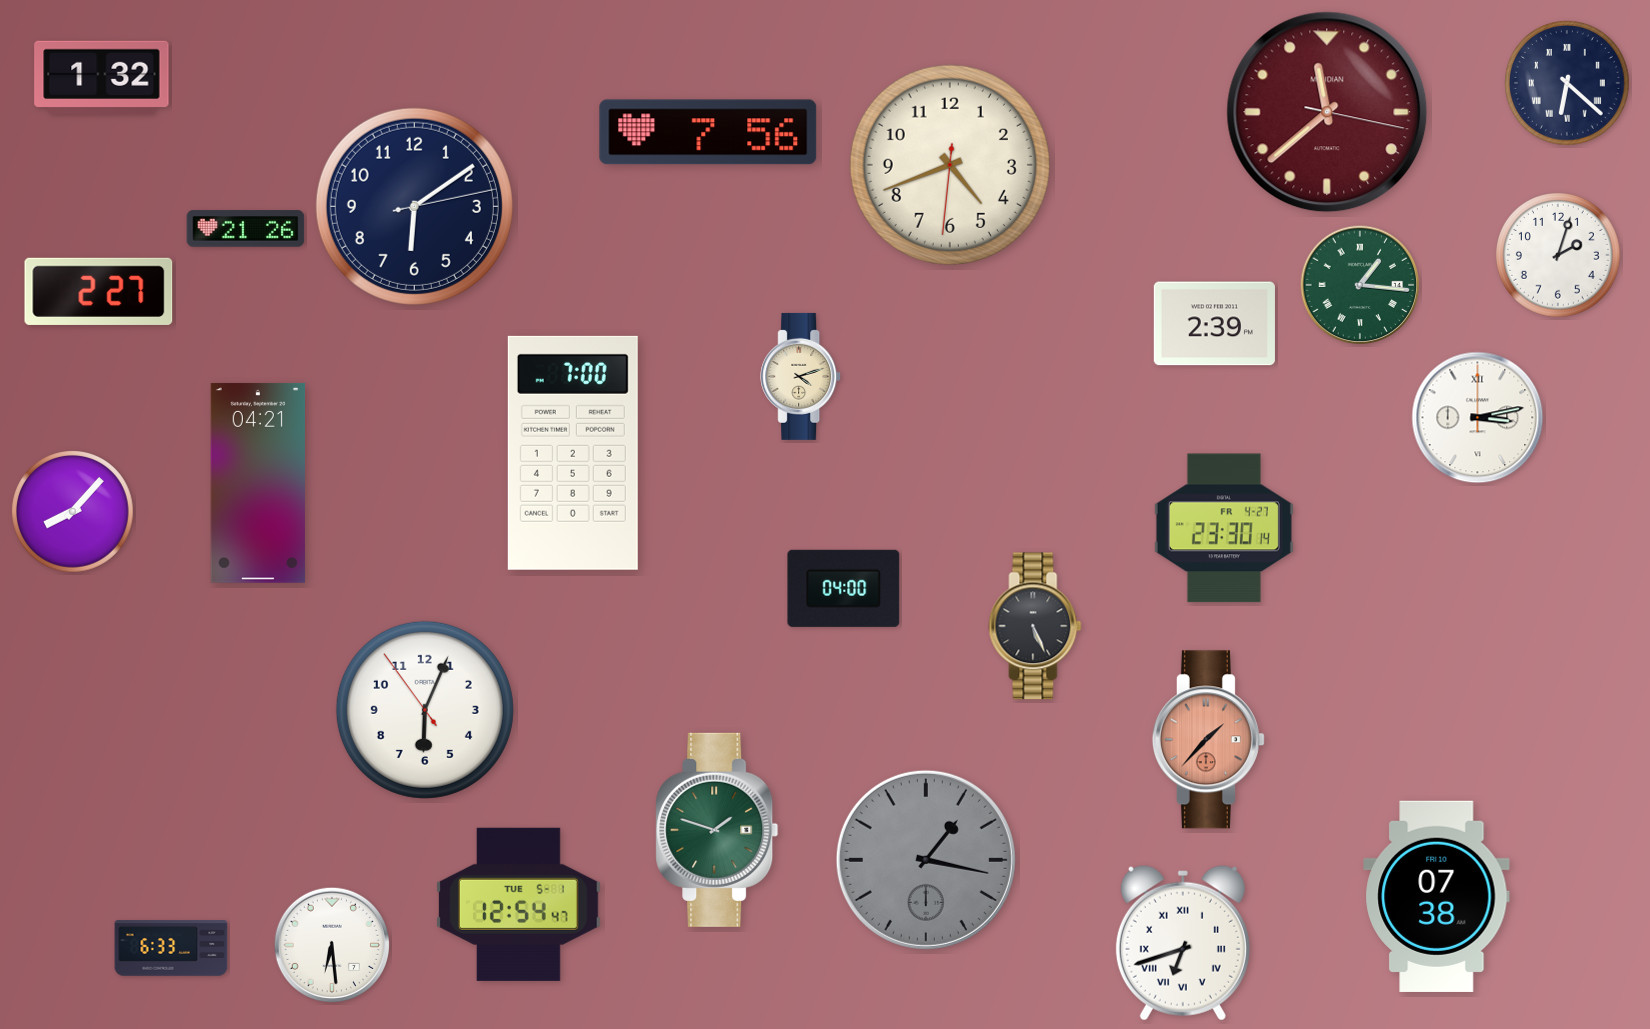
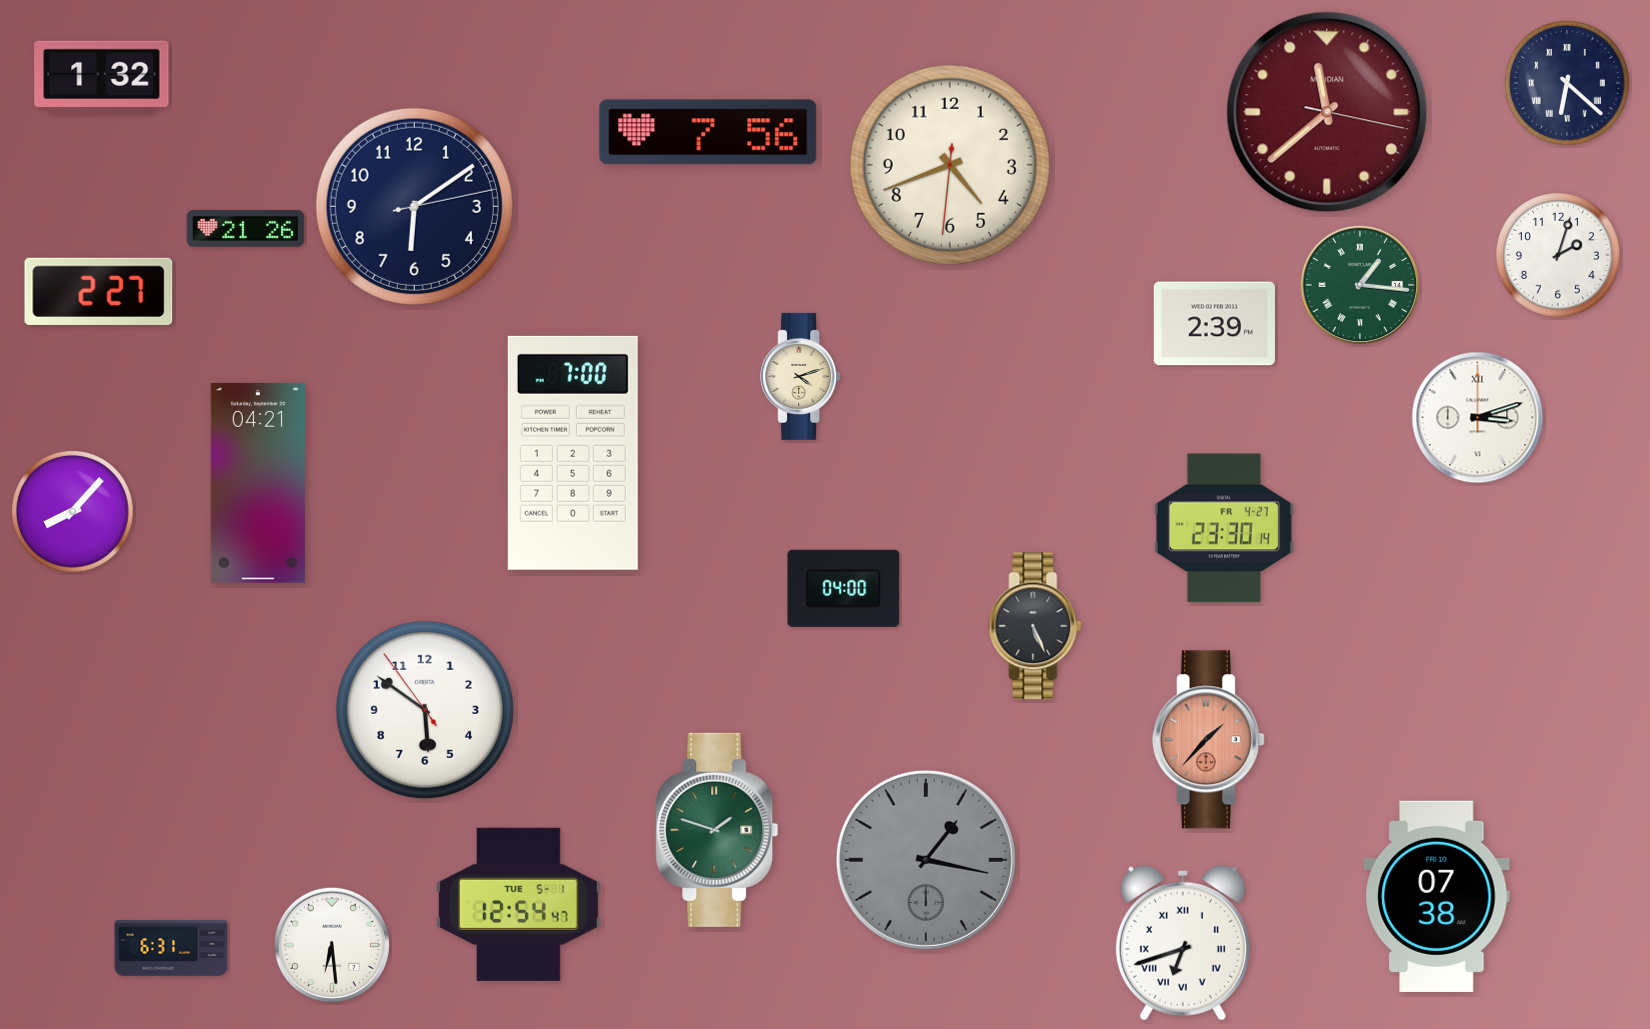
clock at (1478, 418): 3:13 -> 3:12
clock at (425, 710): 6:03 -> 5:50
clock at (171, 948): 6:33 -> 6:31
